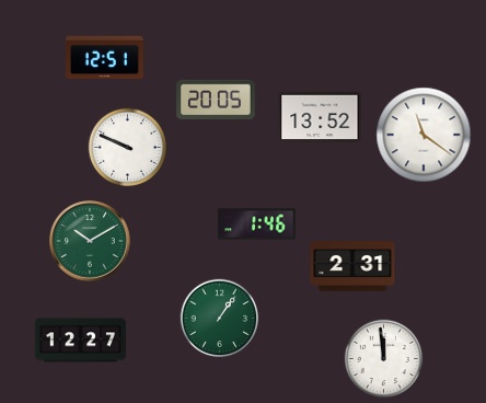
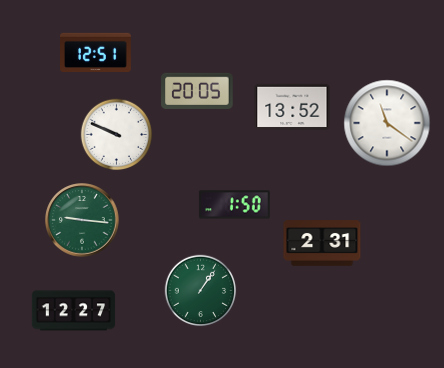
clock at (256, 224): 1:46 -> 1:50
clock at (90, 241): 10:10 -> 9:16
clock at (384, 359): 11:59 -> none
